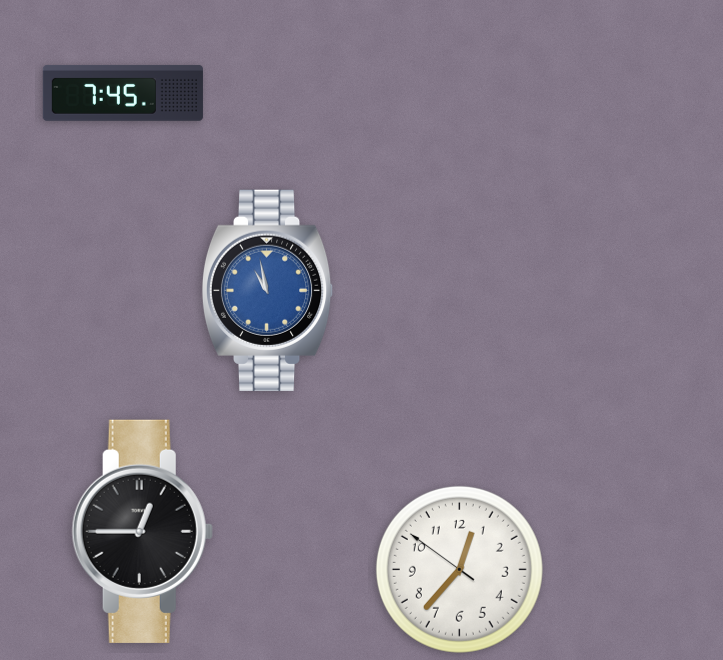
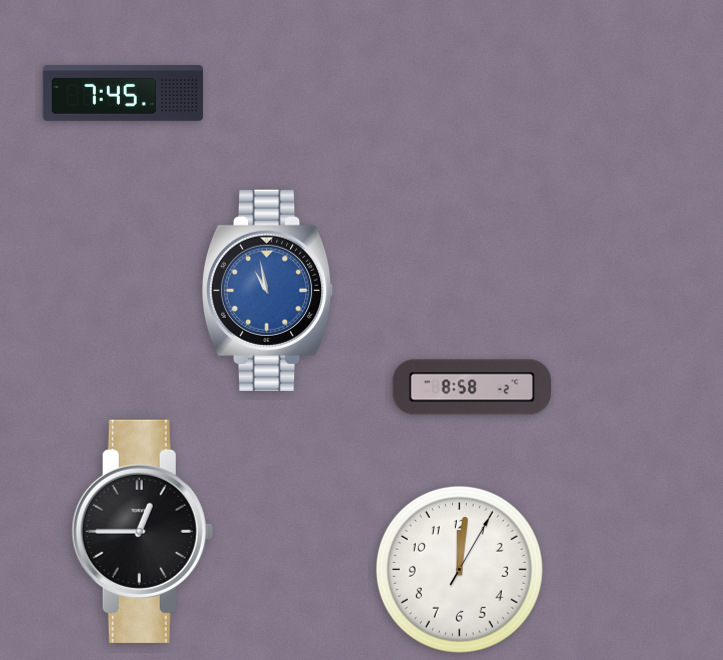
clock at (471, 387): none -> 8:58
clock at (459, 569): 12:36 -> 12:01
